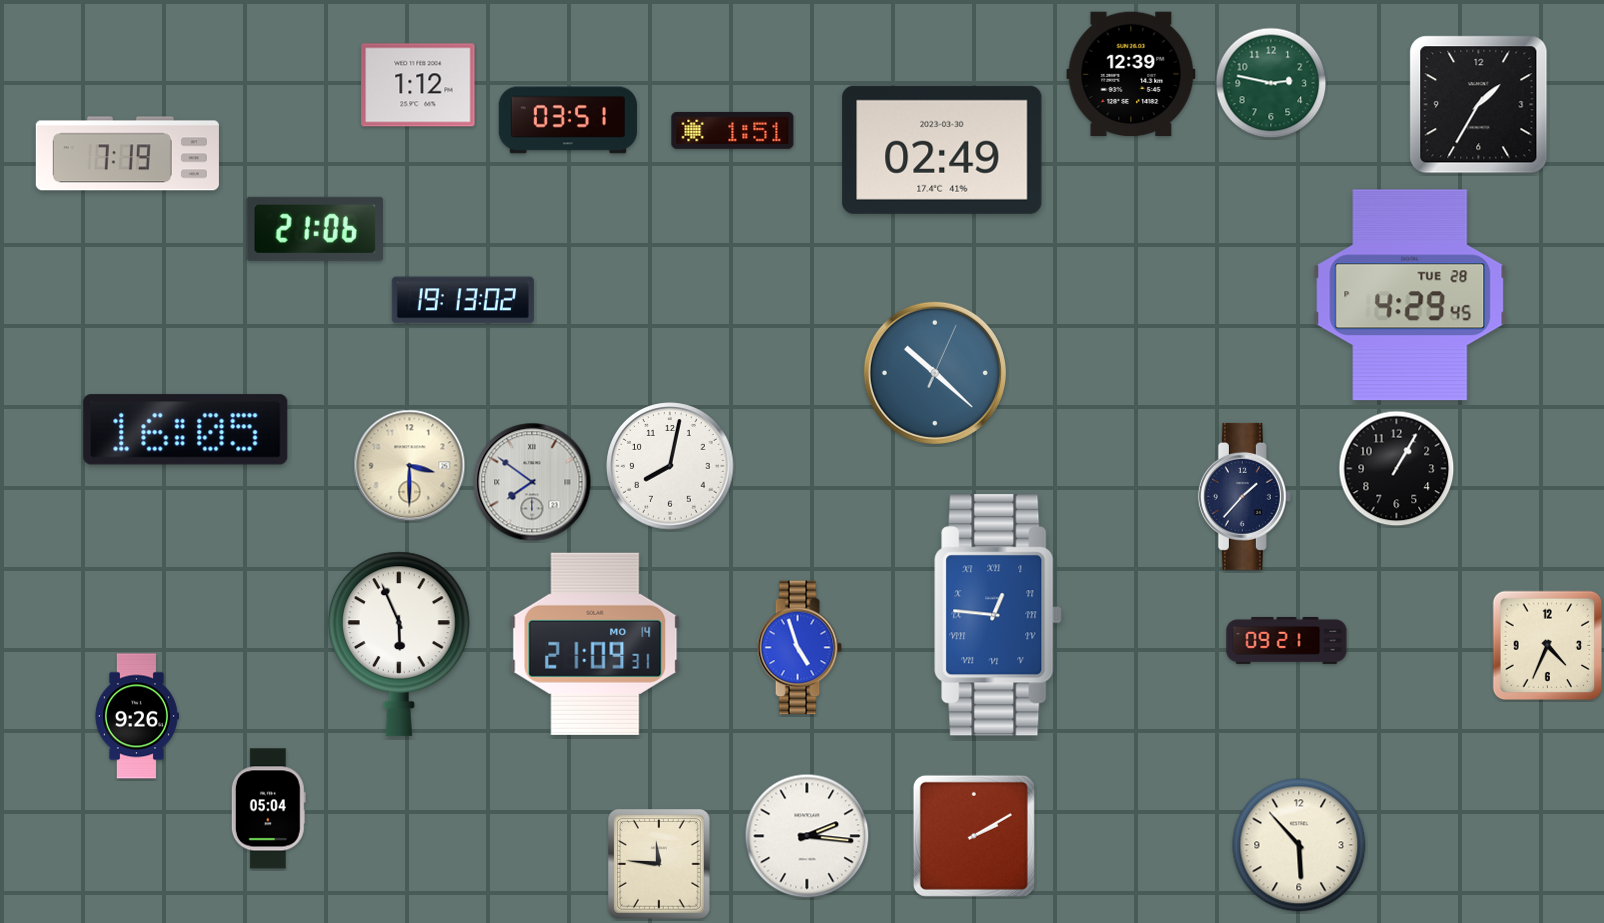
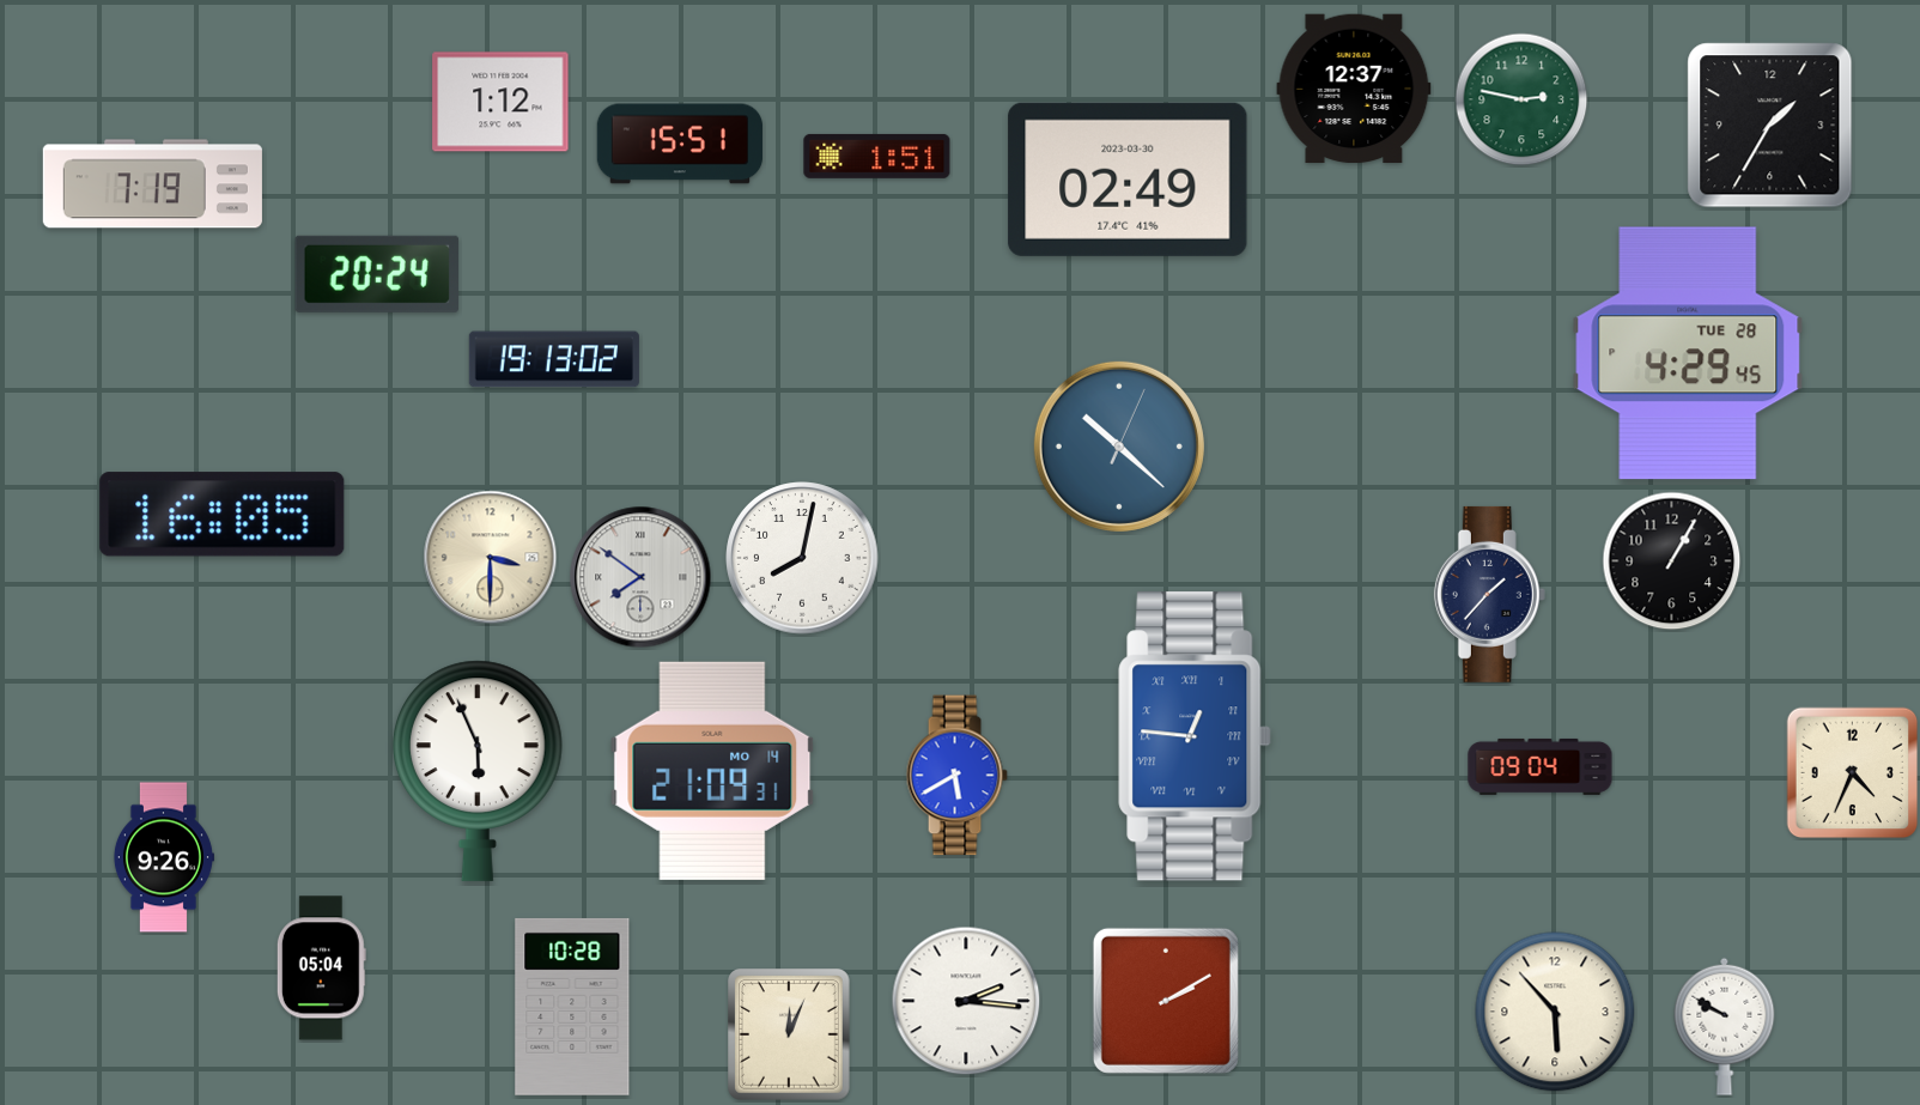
clock at (1131, 74): 12:39 -> 12:37
clock at (568, 120): 03:51 -> 15:51
clock at (315, 229): 21:06 -> 20:24
clock at (532, 482) position: (532, 482) -> (640, 577)
clock at (1287, 640): 09:21 -> 09:04
clock at (799, 648): 4:57 -> 5:40
clock at (572, 1007): none -> 10:28
clock at (1725, 1026): none -> 9:50
clock at (660, 865): 11:46 -> 12:04
